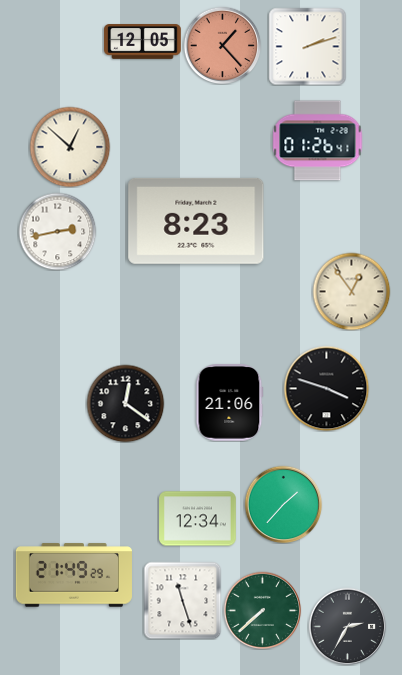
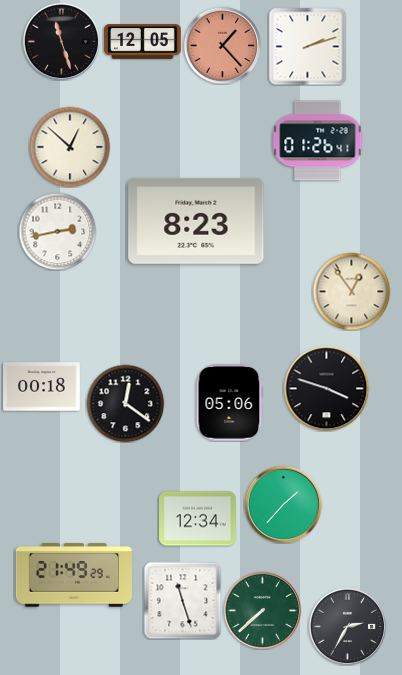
clock at (61, 41): none -> 11:27
clock at (42, 387): none -> 00:18
clock at (230, 403): 21:06 -> 05:06
